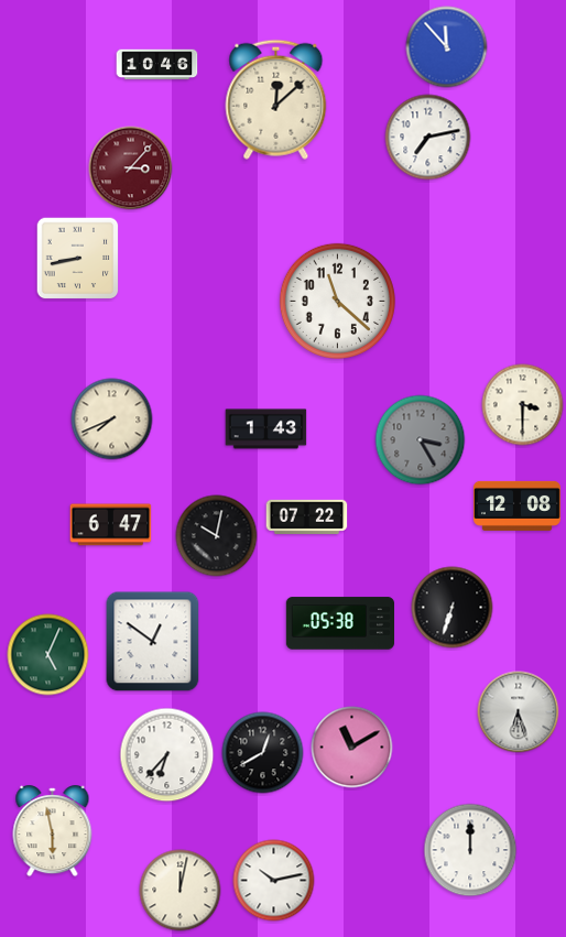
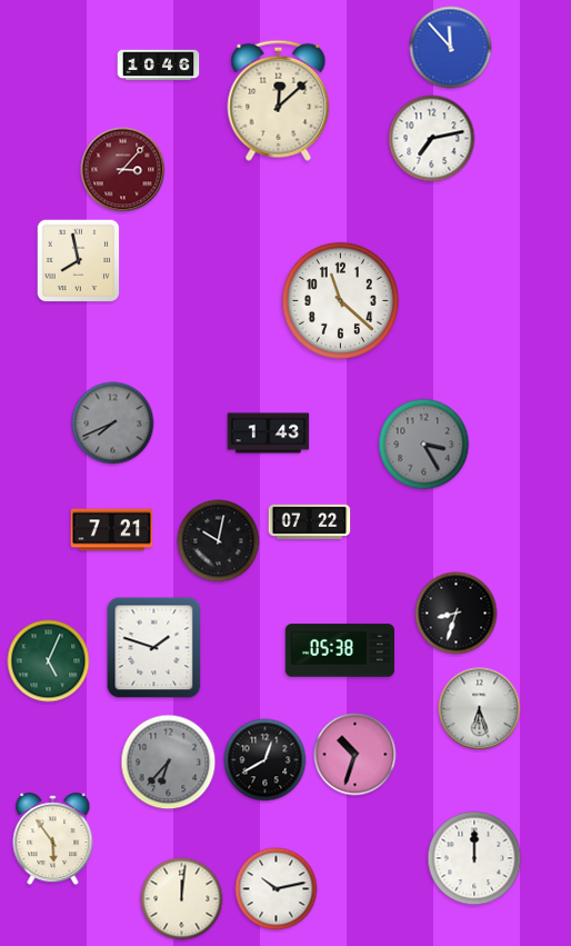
clock at (131, 168) position: (131, 168) -> (123, 170)
clock at (78, 259): 8:43 -> 7:58
clock at (337, 301) position: (337, 301) -> (340, 300)
clock at (523, 405): 3:30 -> none
clock at (112, 420) dial: cream -> grey
clock at (516, 505): 12:08 -> none
clock at (111, 525): 6:47 -> 7:21
clock at (453, 608): 6:33 -> 8:33
clock at (339, 623) position: (339, 623) -> (339, 650)
clock at (153, 642): 12:51 -> 1:48
clock at (519, 712) position: (519, 712) -> (480, 709)
clock at (352, 748): 11:10 -> 10:33
clock at (167, 755) dial: white -> grey
clock at (53, 831): 5:58 -> 5:54
clock at (181, 891): 12:02 -> 12:01
